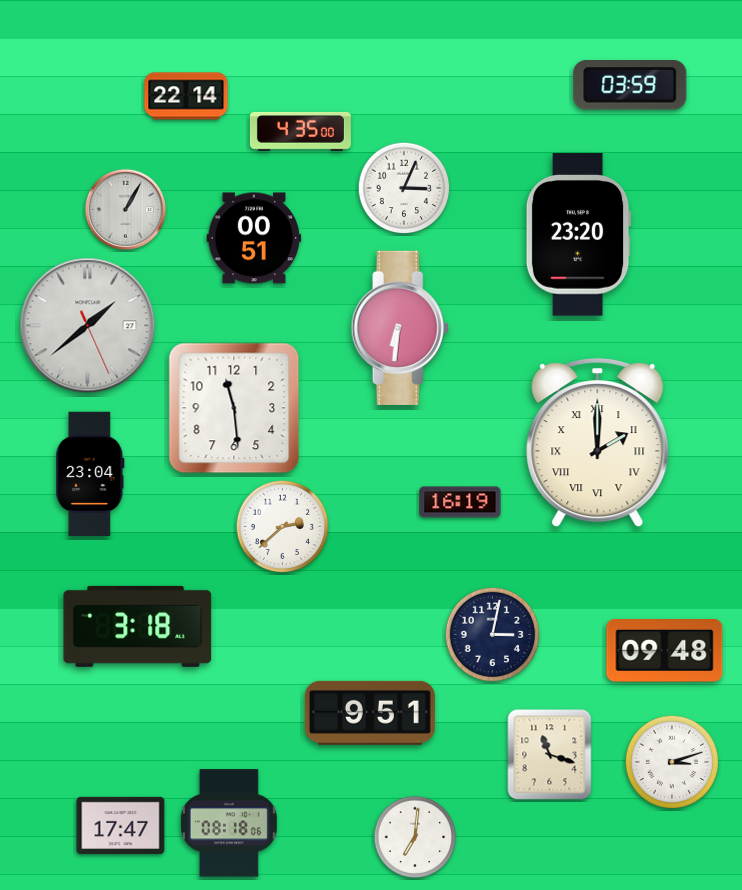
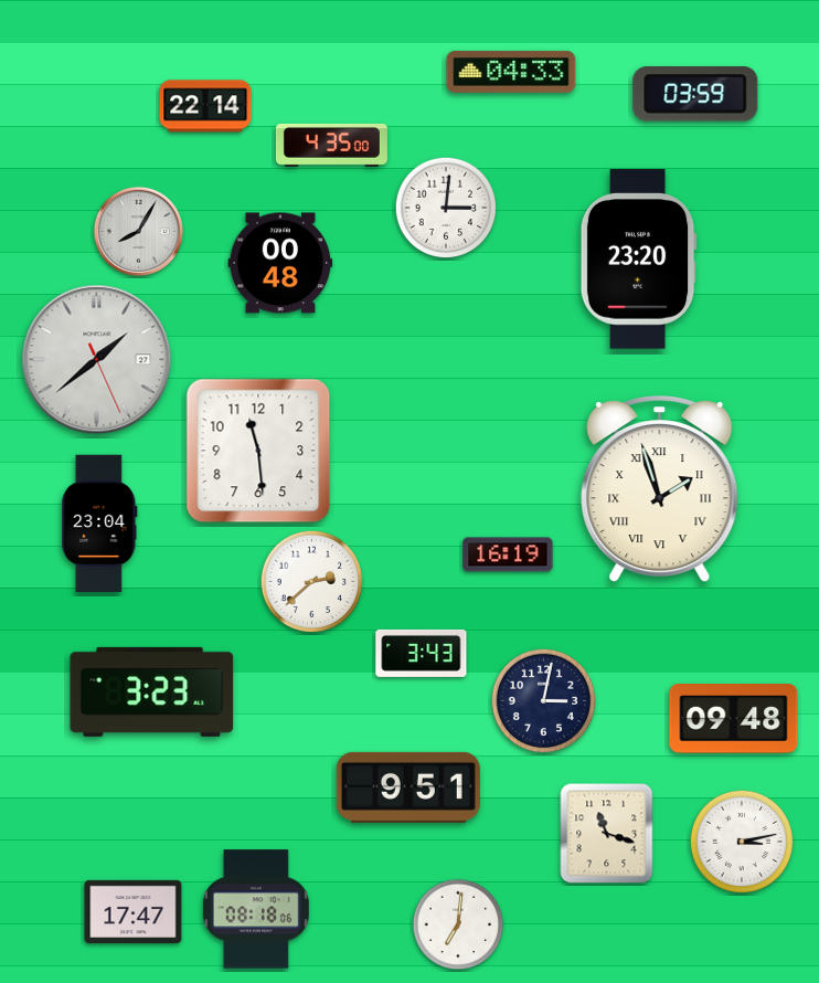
clock at (511, 72): none -> 04:33
clock at (404, 188): 3:04 -> 3:01
clock at (125, 209): 1:05 -> 8:05
clock at (254, 238): 00:51 -> 00:48
clock at (400, 328): 6:31 -> none
clock at (598, 444): 2:00 -> 1:57
clock at (422, 653): none -> 3:43
clock at (138, 626): 3:18 -> 3:23
clock at (672, 762): 3:12 -> 3:13
clock at (229, 823) position: (229, 823) -> (256, 909)
